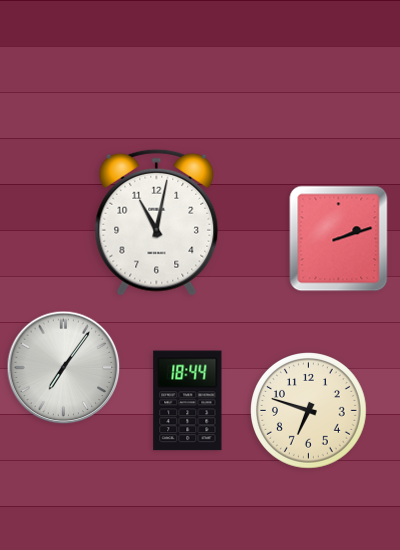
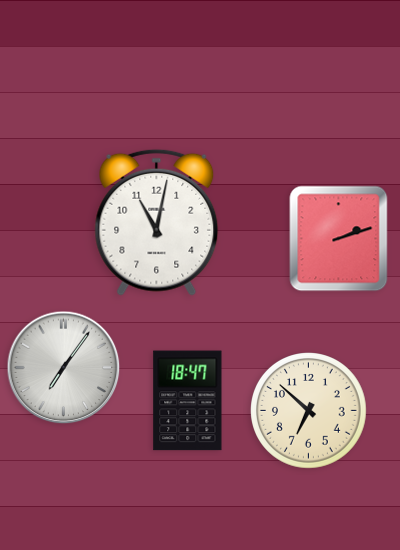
clock at (188, 401): 18:44 -> 18:47
clock at (309, 411): 6:48 -> 6:52
